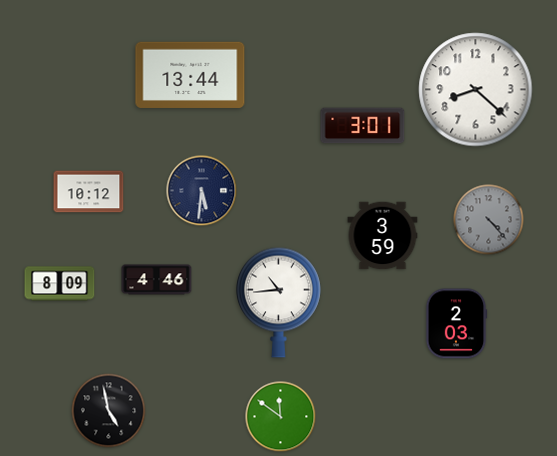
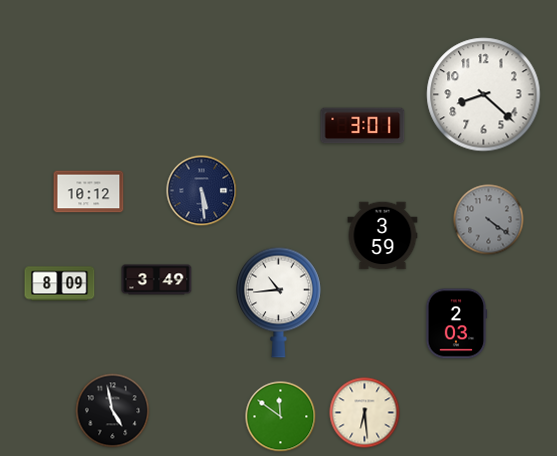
clock at (190, 74): 13:44 -> none
clock at (476, 90) position: (476, 90) -> (484, 95)
clock at (202, 191): 5:31 -> 5:29
clock at (489, 220): 4:23 -> 4:21
clock at (157, 280): 4:46 -> 3:49
clock at (109, 411) position: (109, 411) -> (113, 411)
clock at (365, 413): none -> 6:29
